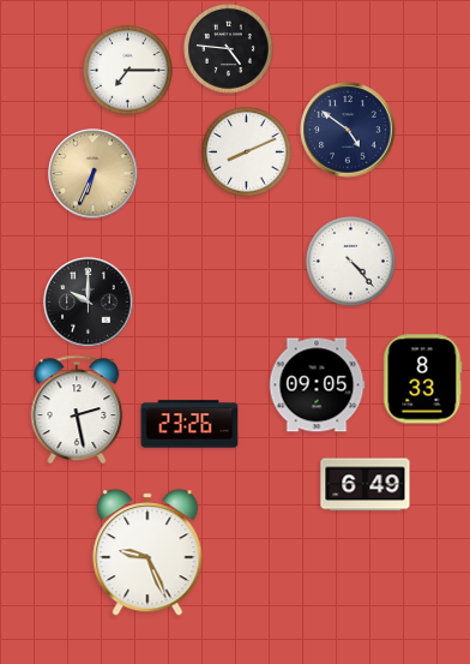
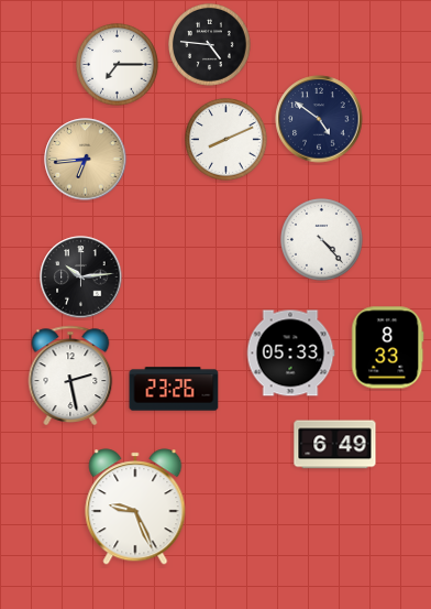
clock at (94, 174): 6:34 -> 6:44
clock at (89, 303): 10:00 -> 10:14
clock at (317, 385): 09:05 -> 05:33
